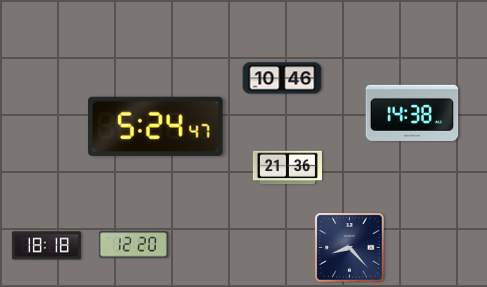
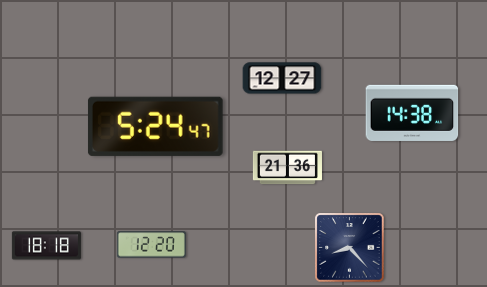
clock at (282, 78): 10:46 -> 12:27
clock at (133, 245) position: (133, 245) -> (151, 245)
